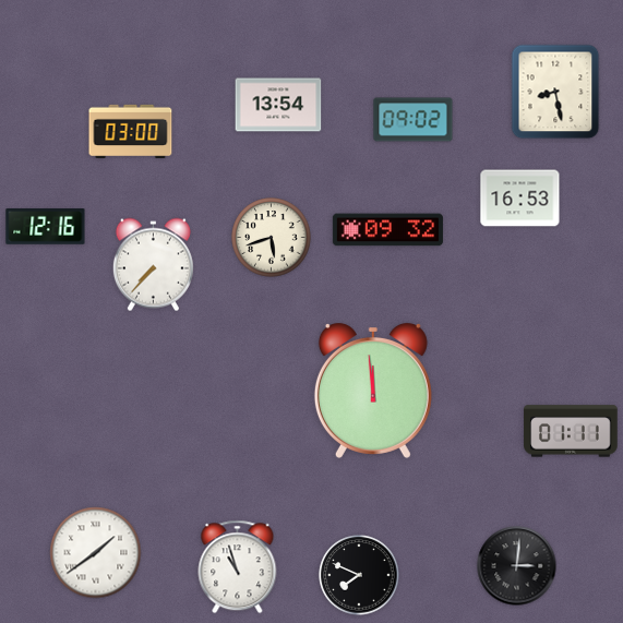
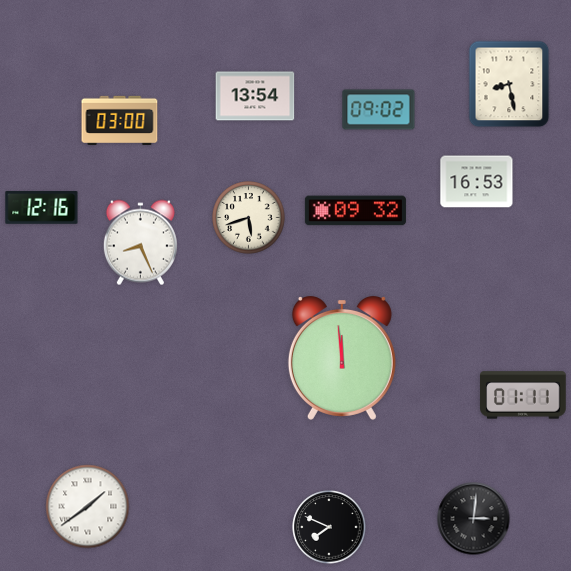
clock at (153, 265): 7:37 -> 8:26
clock at (238, 567): 10:57 -> none
